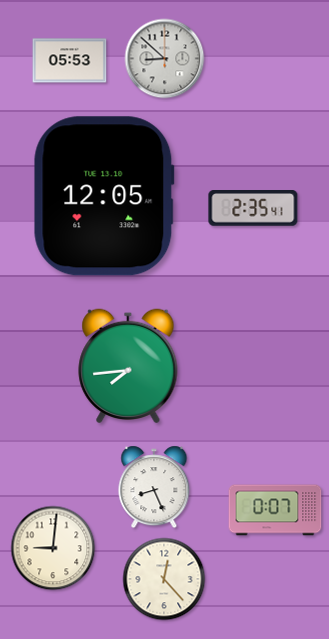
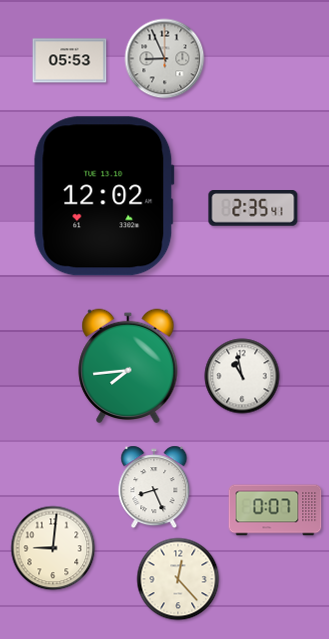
clock at (165, 59): 8:52 -> 8:56
clock at (104, 196): 12:05 -> 12:02
clock at (242, 376): none -> 10:58
clock at (164, 579) position: (164, 579) -> (178, 579)
